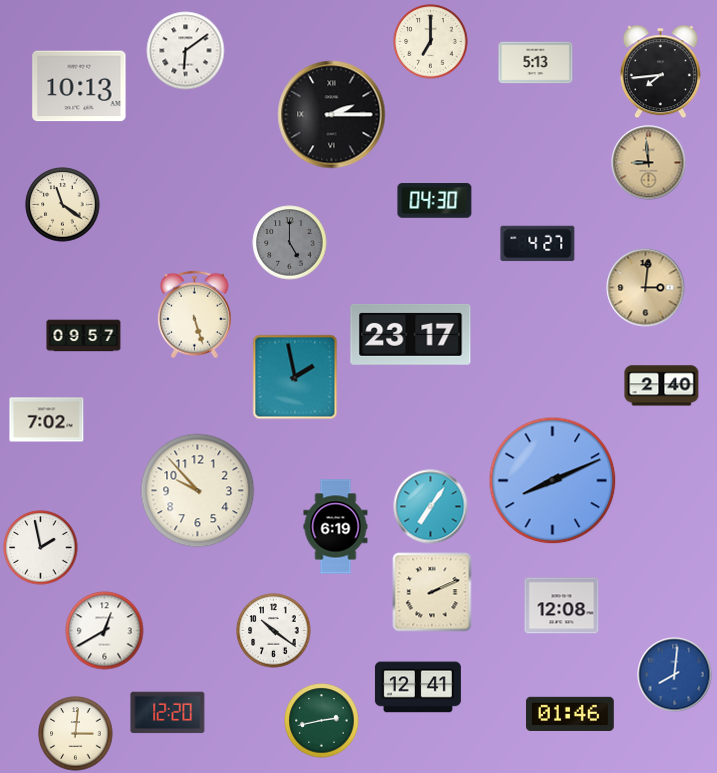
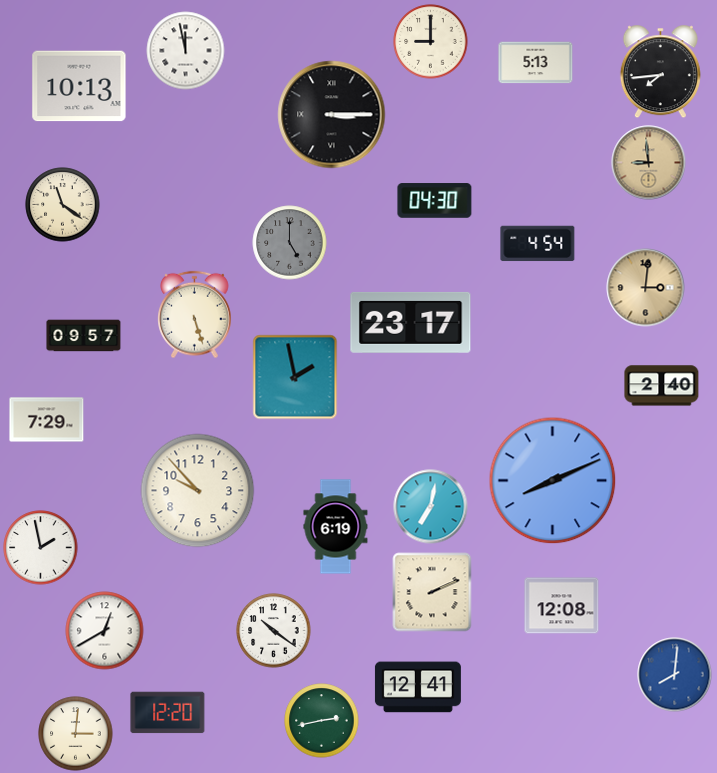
clock at (431, 42): 7:00 -> 9:00
clock at (186, 51): 6:09 -> 11:58
clock at (332, 115): 2:15 -> 3:15
clock at (538, 244): 4:27 -> 4:54
clock at (411, 334) position: (411, 334) -> (411, 322)
clock at (47, 420): 7:02 -> 7:29
clock at (431, 507): 7:06 -> 7:02
clock at (571, 714): 01:46 -> none
